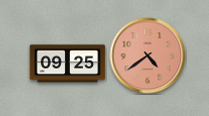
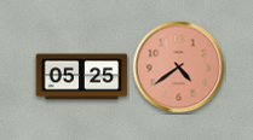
clock at (68, 64): 09:25 -> 05:25
